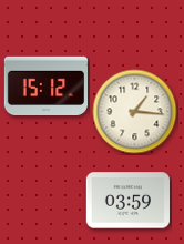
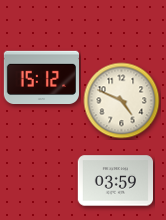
clock at (135, 112): 1:16 -> 4:49
